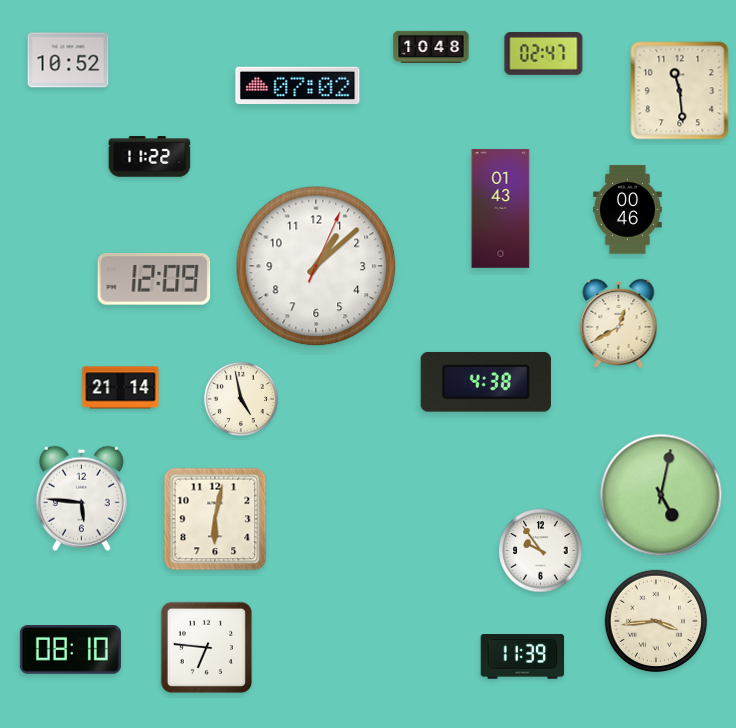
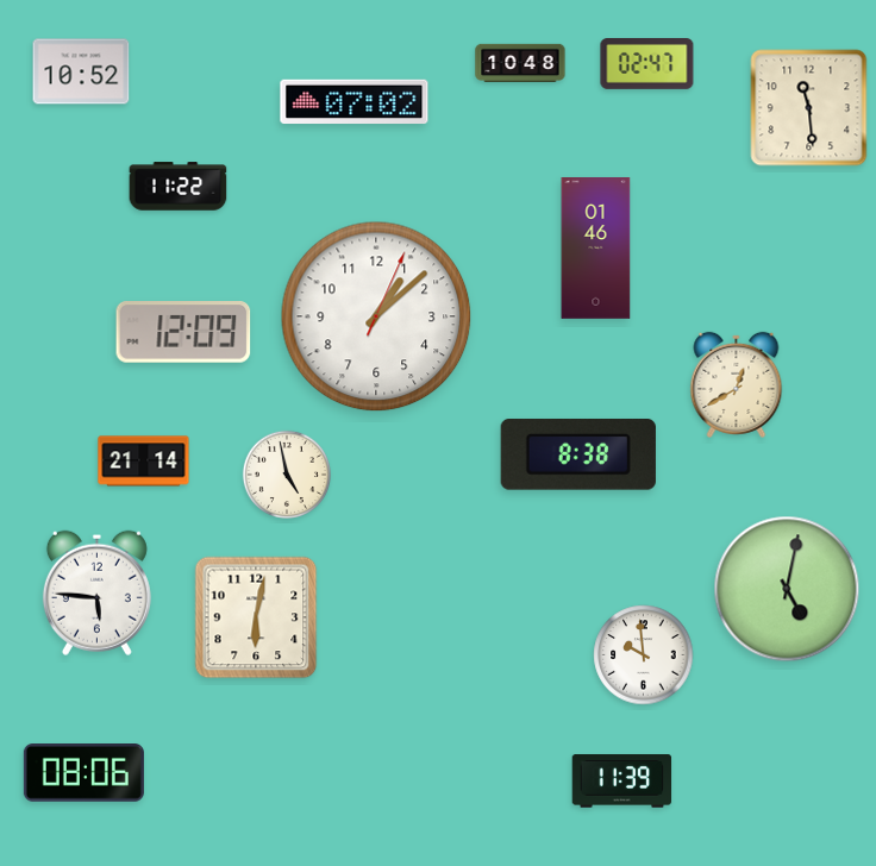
clock at (431, 47) position: (431, 47) -> (520, 63)
clock at (501, 209): 01:43 -> 01:46
clock at (628, 210): 00:46 -> none
clock at (486, 382): 4:38 -> 8:38
clock at (541, 551): 9:54 -> 9:59
clock at (656, 621): 3:44 -> none
clock at (206, 647): 6:46 -> none
clock at (70, 650): 08:10 -> 08:06
